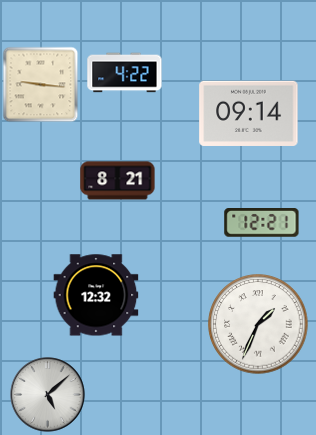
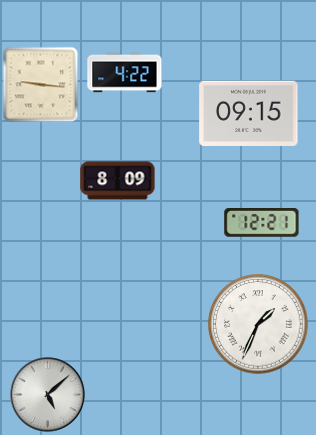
clock at (249, 113): 09:14 -> 09:15
clock at (118, 181): 8:21 -> 8:09
clock at (96, 295): 12:32 -> none
